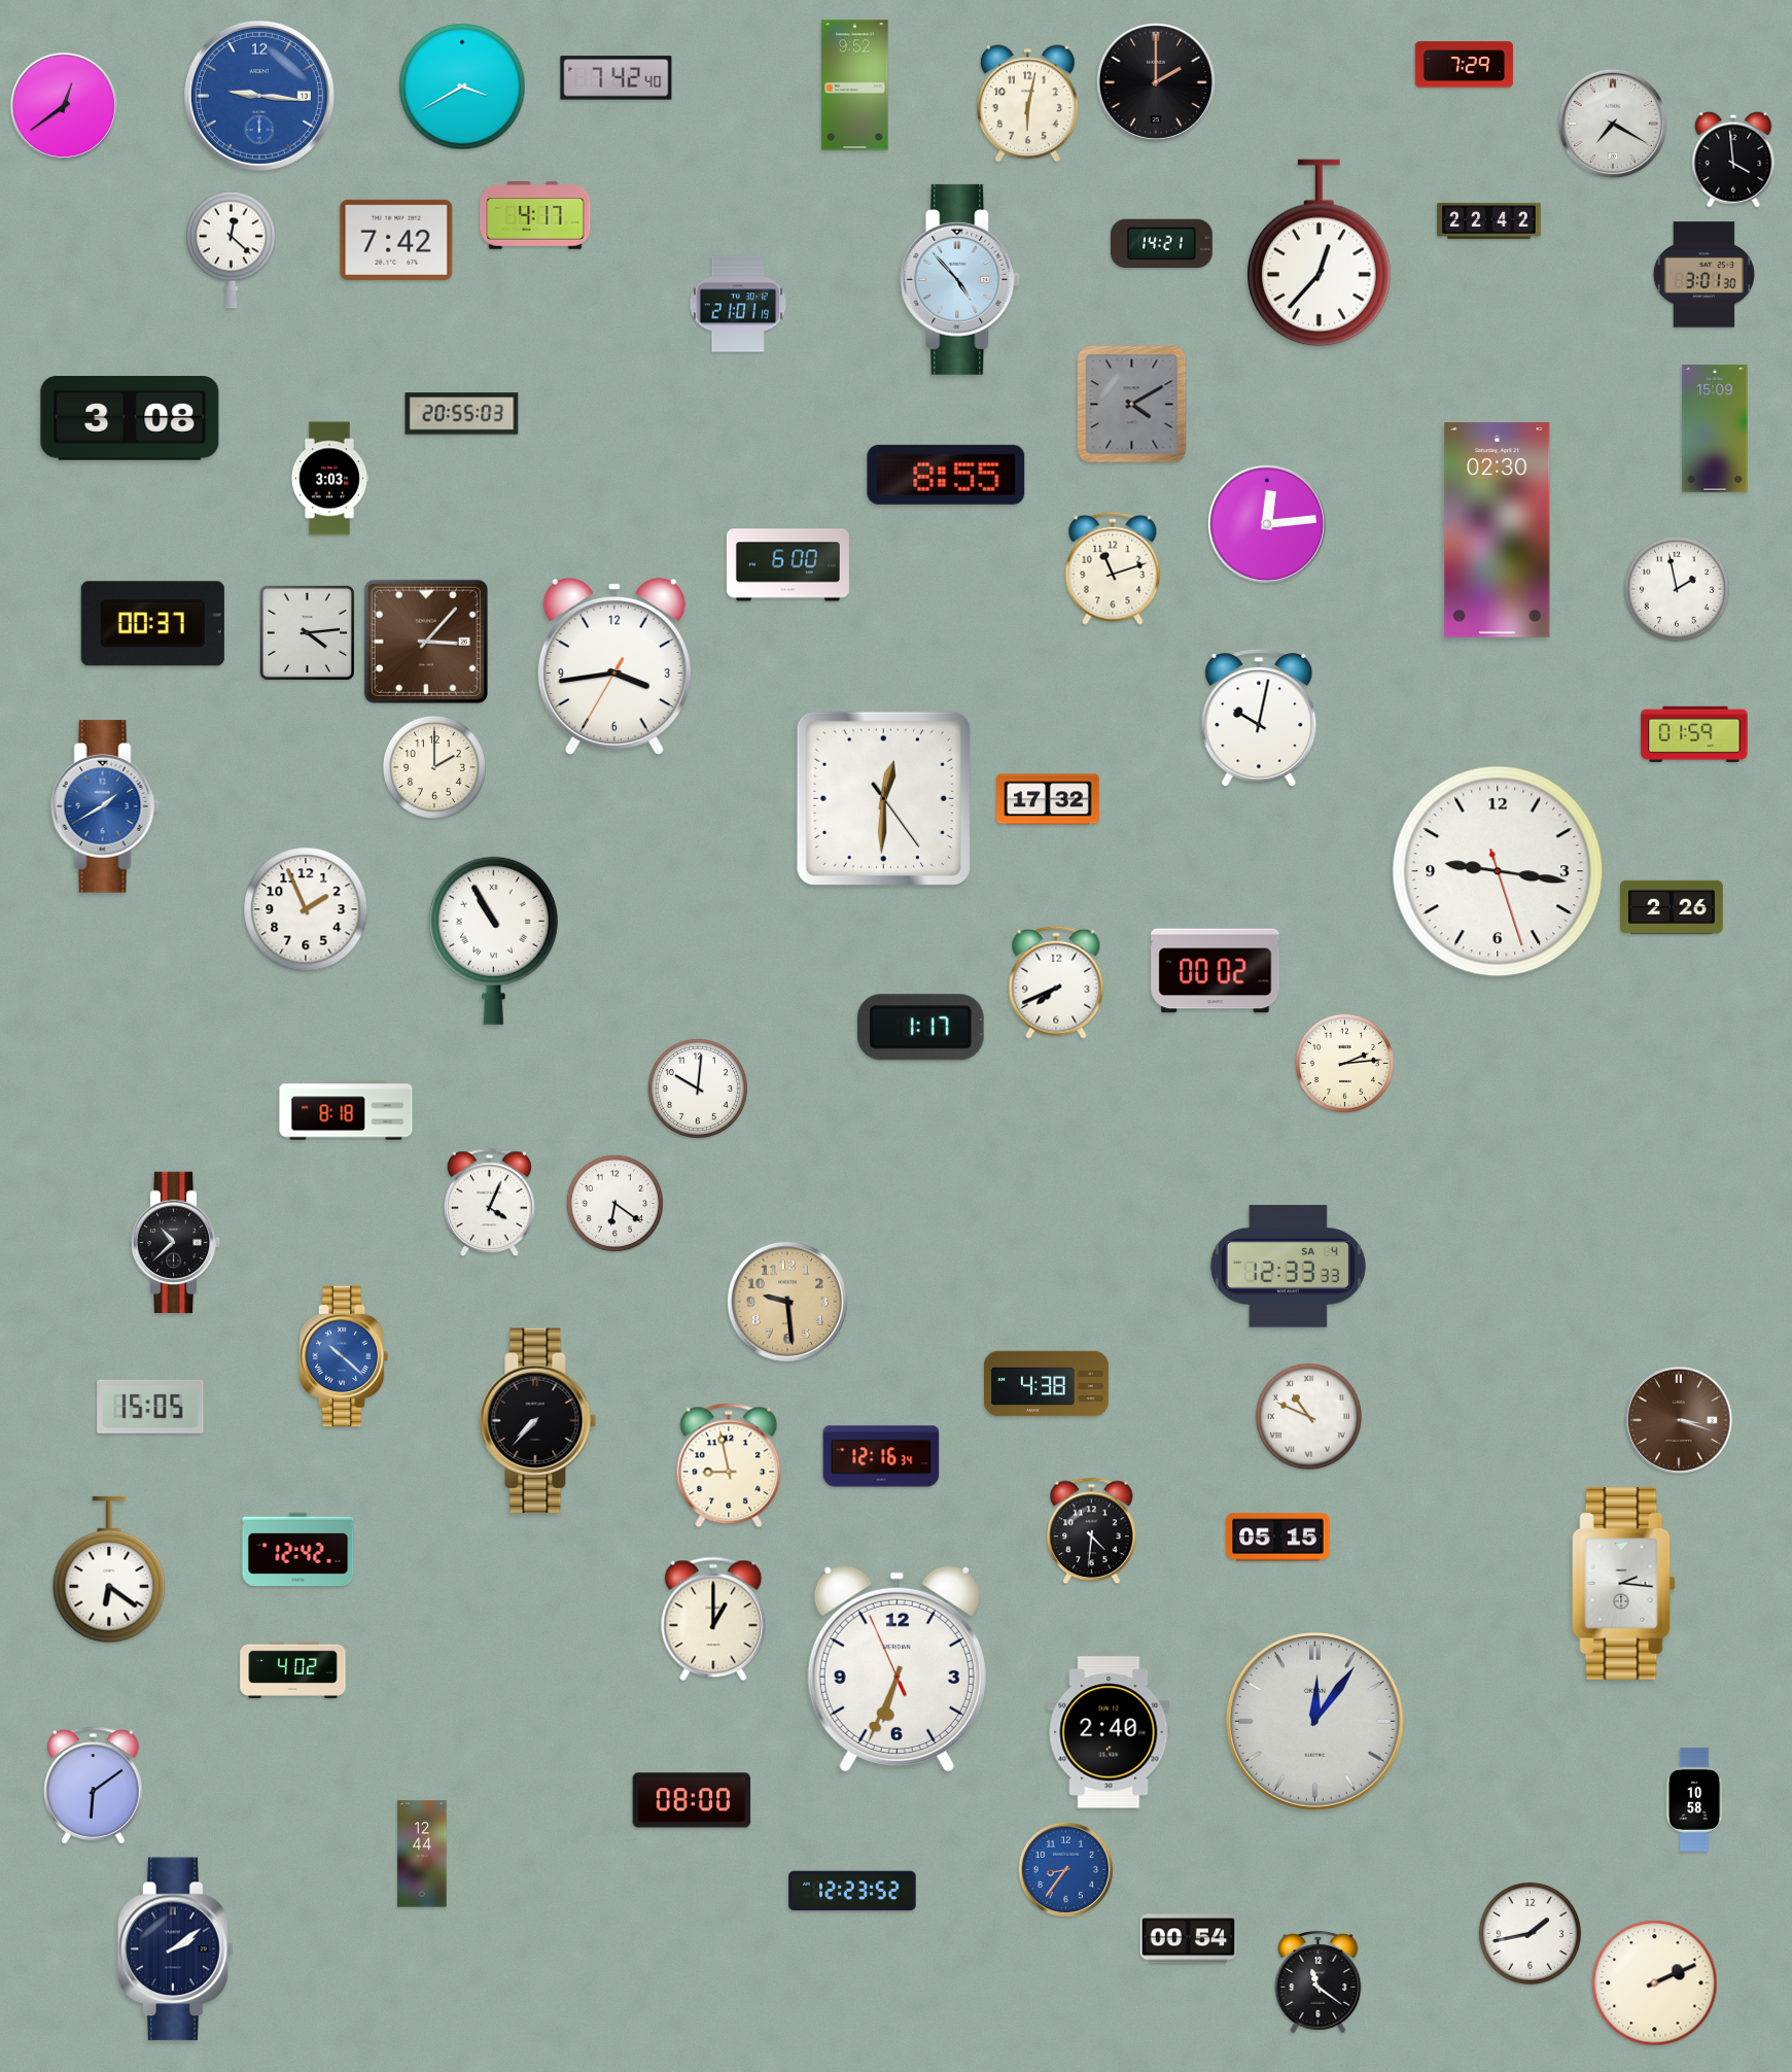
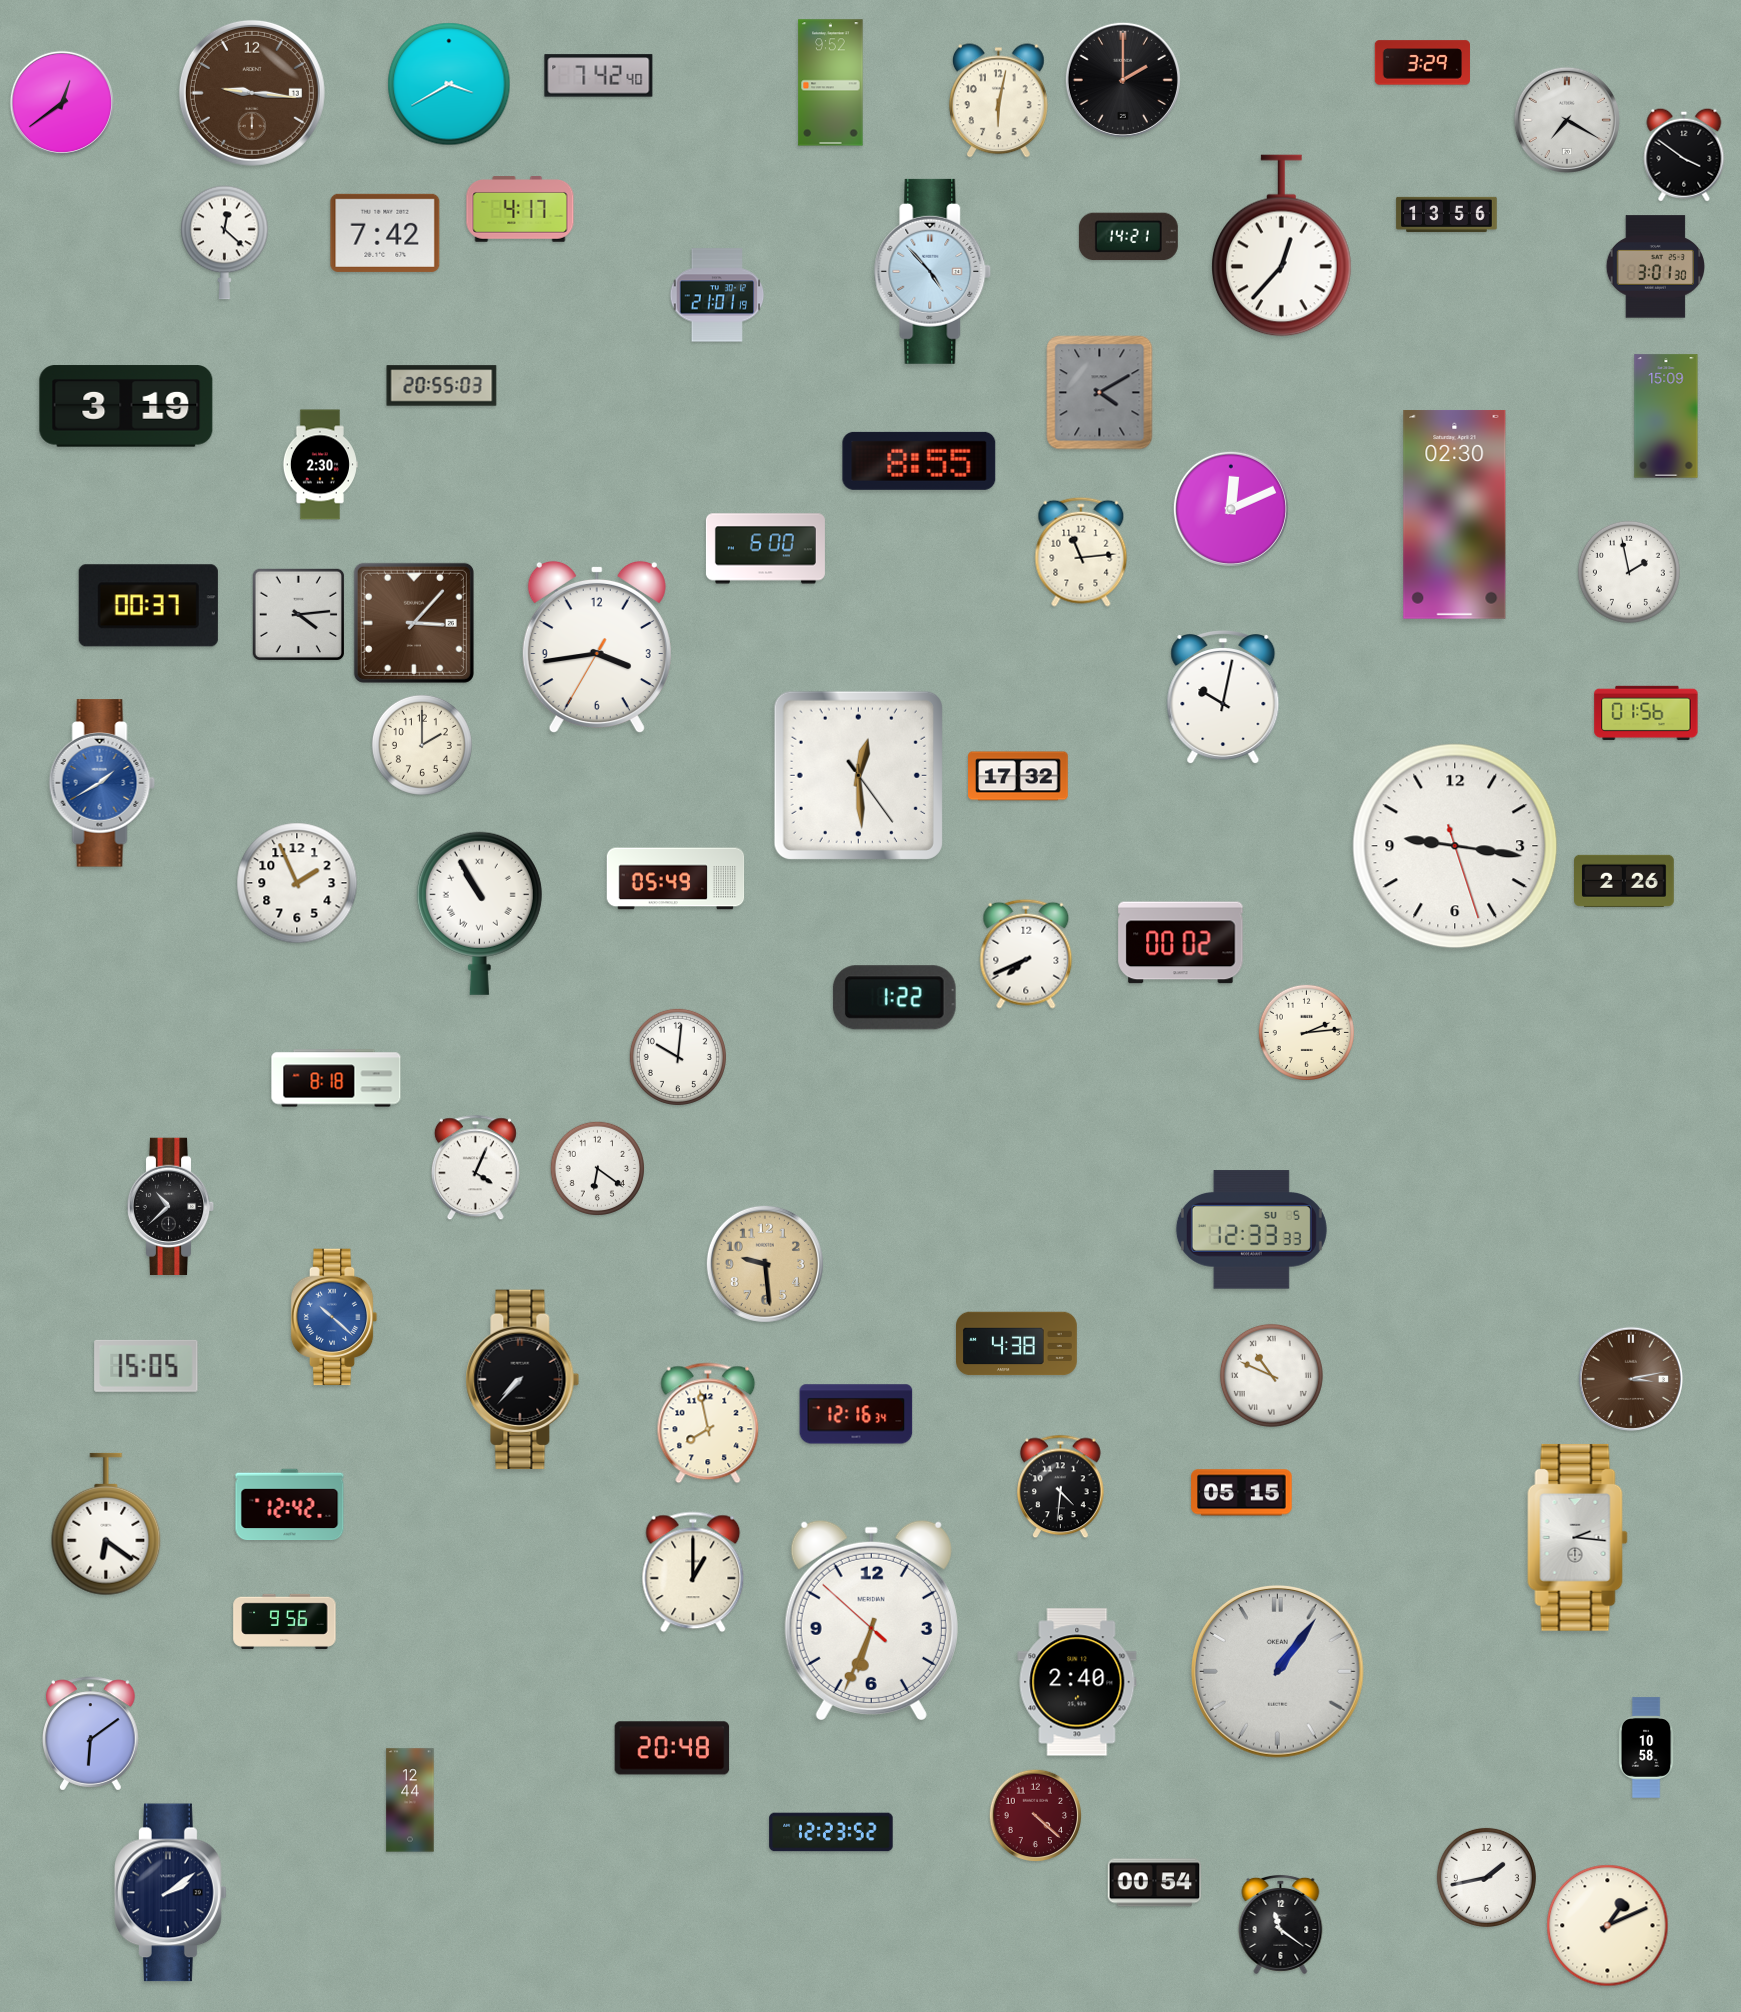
clock at (1464, 65): 7:29 -> 3:29
clock at (259, 96) dial: blue -> brown
clock at (1733, 160): 3:59 -> 3:51
clock at (1489, 220): 22:42 -> 13:56
clock at (462, 414) position: (462, 414) -> (442, 386)
clock at (130, 418): 3:08 -> 3:19
clock at (329, 479): 3:03 -> 2:30
clock at (1267, 524): 12:14 -> 12:11
clock at (1113, 568): 11:12 -> 11:14
clock at (1694, 734): 01:59 -> 01:56
clock at (883, 798): 12:30 -> 12:29
clock at (676, 879): none -> 05:49
clock at (920, 1028): 1:17 -> 1:22
clock at (1288, 1267) date: SA 4 -> SU 5
clock at (1679, 1420): 3:18 -> 3:13
clock at (729, 1465): 8:58 -> 7:58
clock at (897, 1668): 6:33:56 -> 6:33:52
clock at (293, 1669): 4:02 -> 9:56
clock at (1314, 1721): 12:06 -> 1:06
clock at (692, 1800): 08:00 -> 20:48
clock at (1066, 1870): 8:36 -> 4:22
clock at (1066, 1870) dial: blue -> burgundy
clock at (852, 1891) position: (852, 1891) -> (831, 1832)
clock at (1655, 1983): 2:11 -> 1:11
